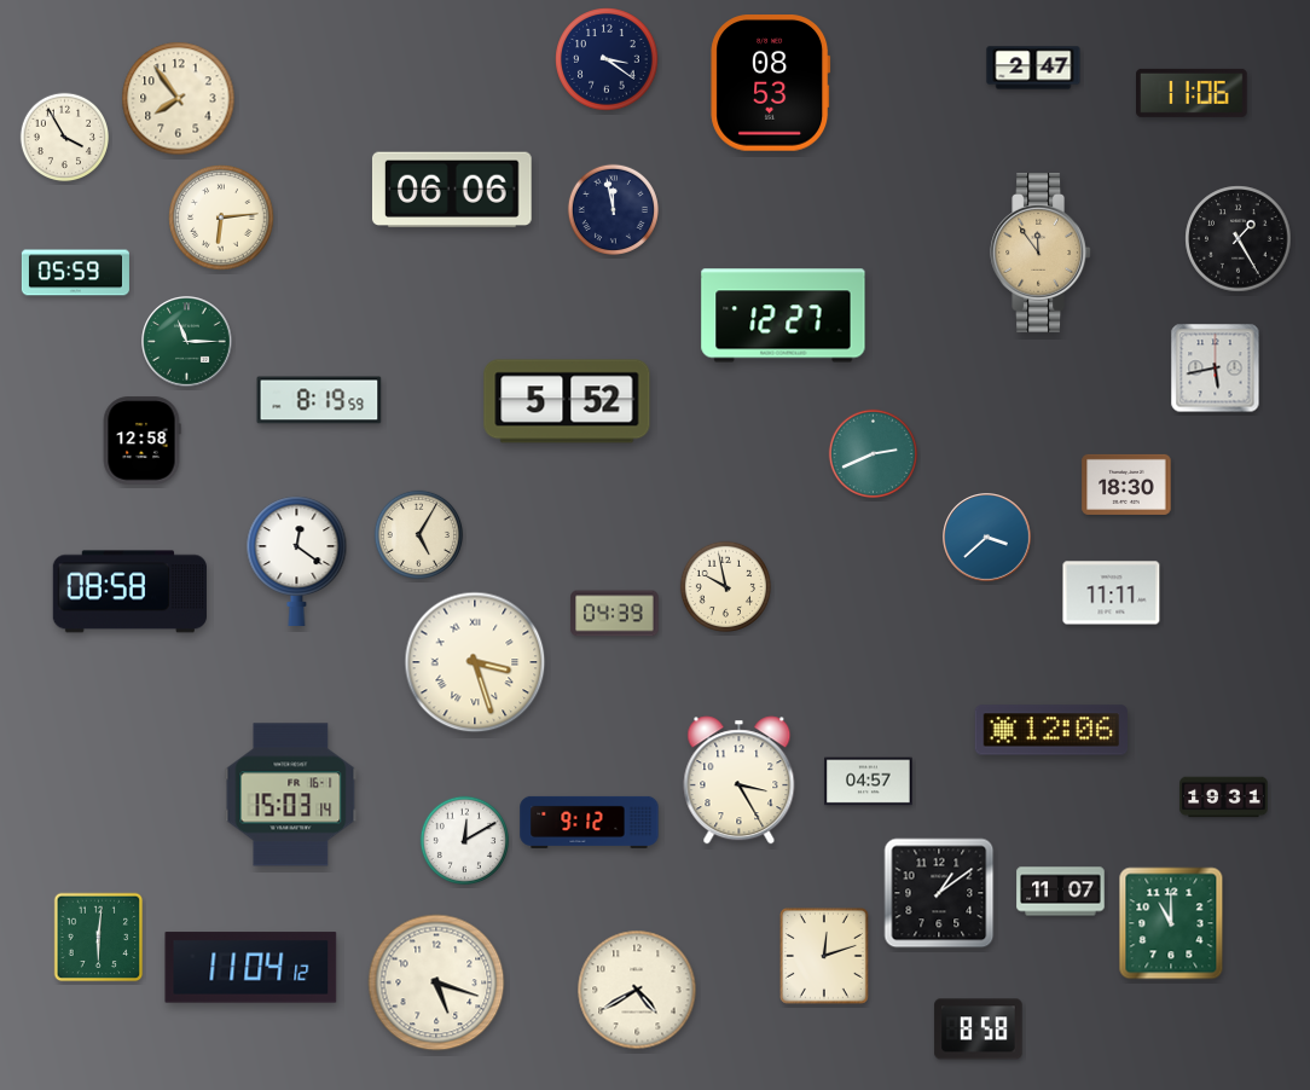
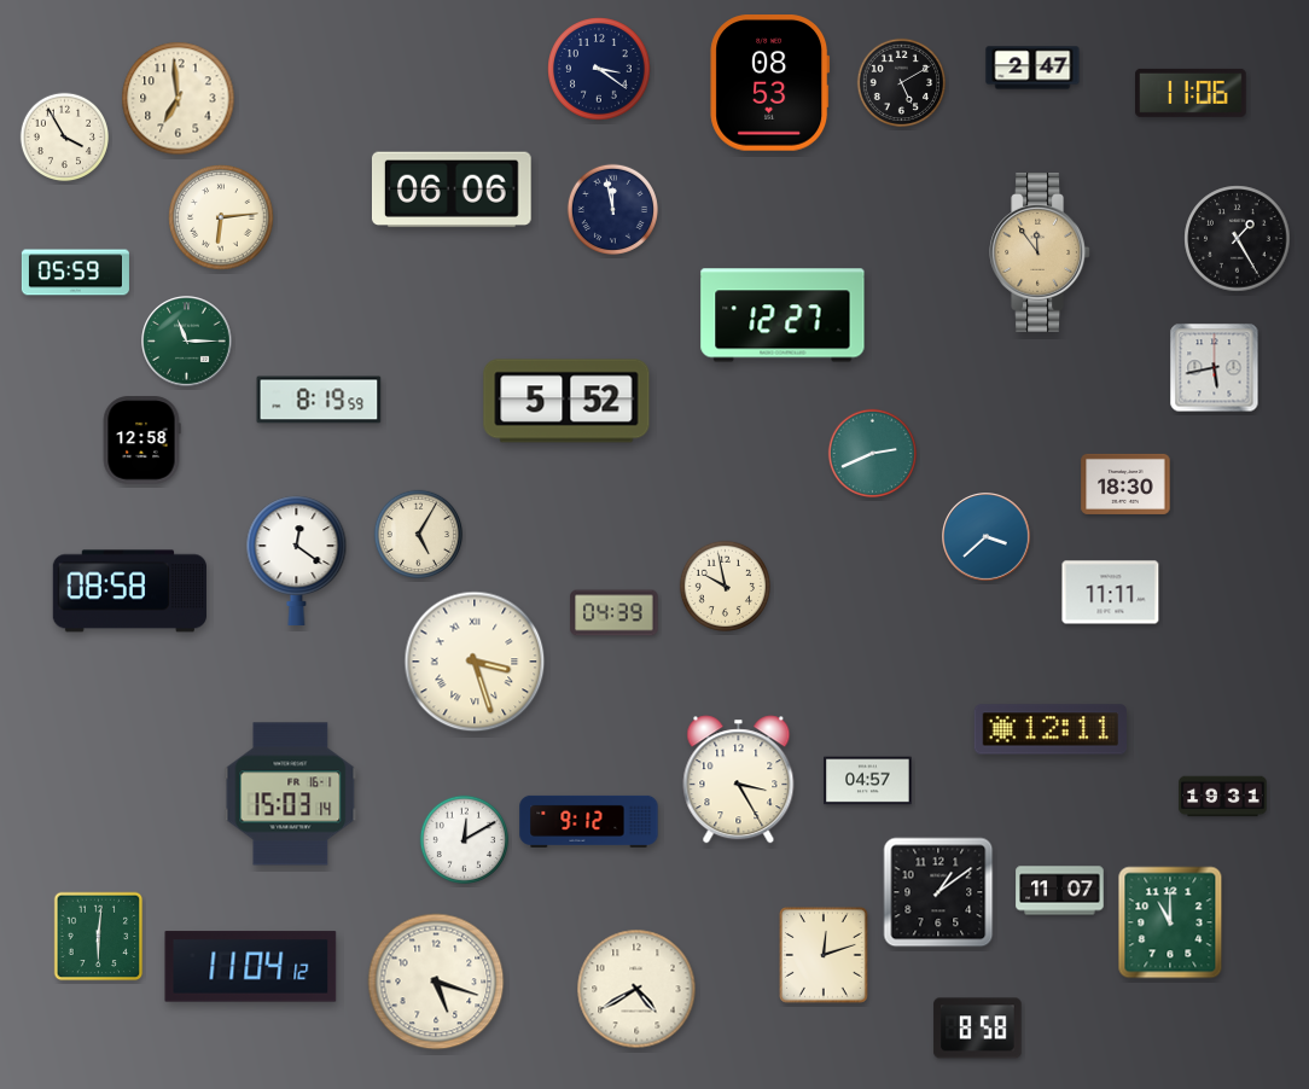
clock at (607, 59) position: (607, 59) -> (599, 69)
clock at (902, 83): none -> 5:10
clock at (179, 99): 7:54 -> 6:59
clock at (1050, 730): 12:06 -> 12:11
